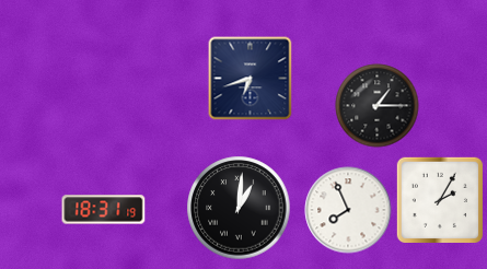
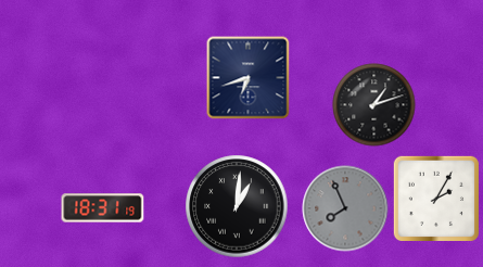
clock at (378, 106): 1:15 -> 1:12
clock at (348, 210) dial: white -> grey
